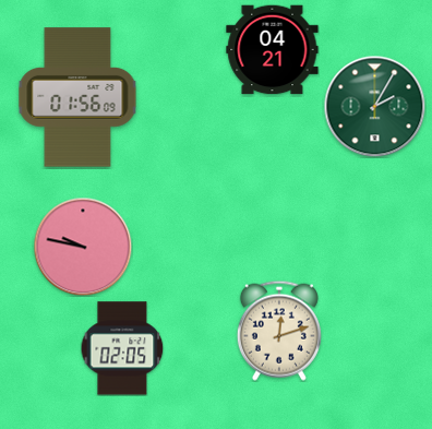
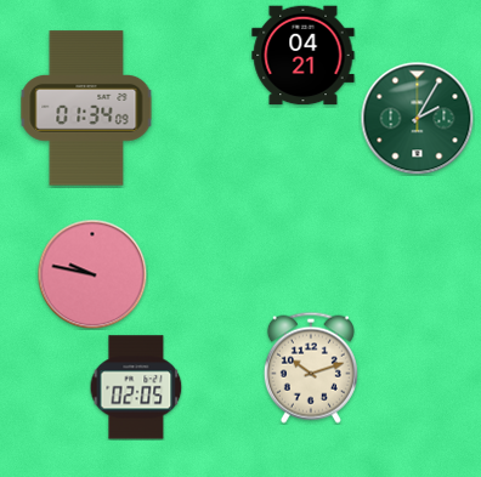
clock at (77, 97): 01:56 -> 01:34
clock at (279, 331): 12:12 -> 10:12
